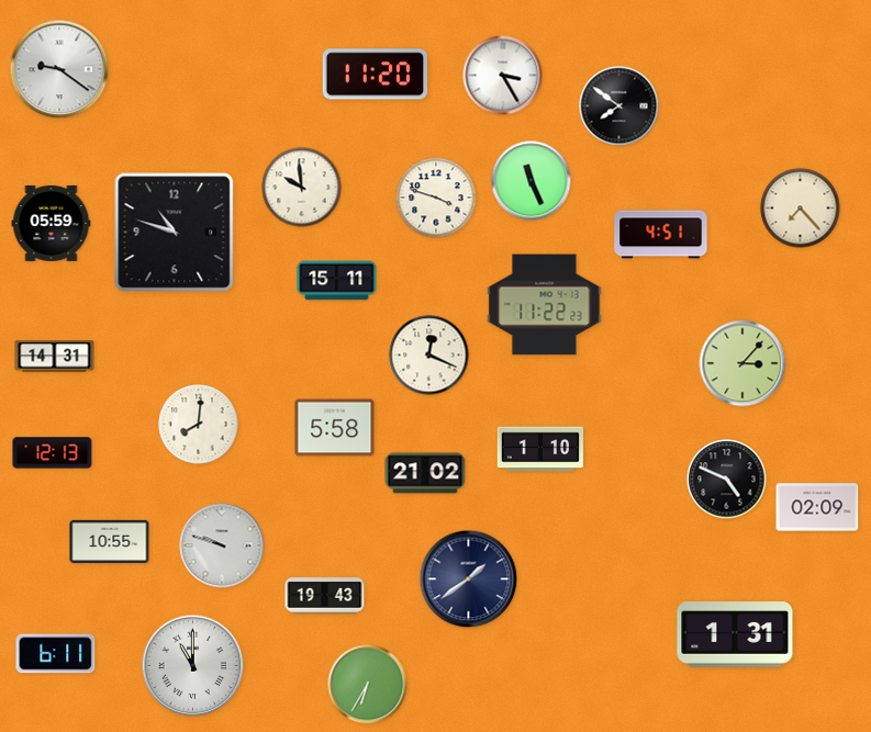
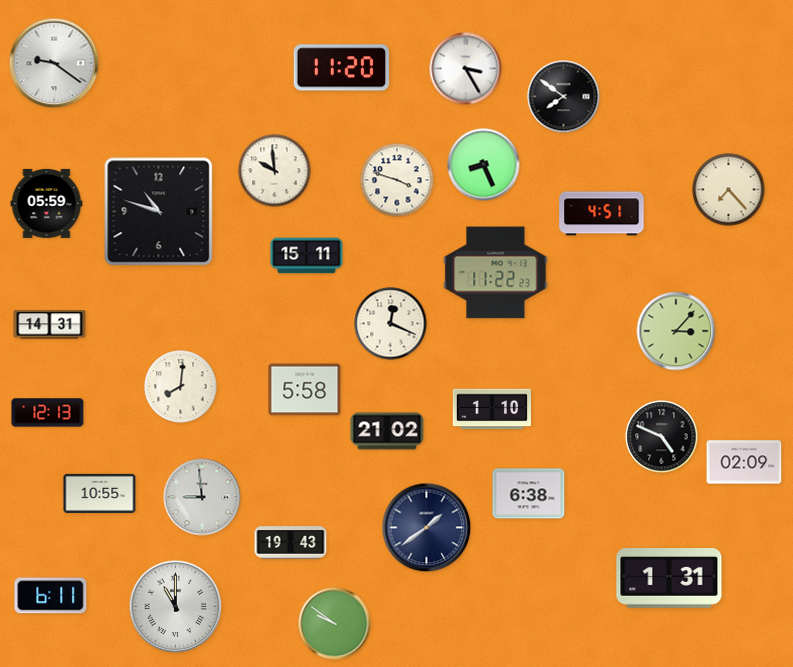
clock at (503, 76) position: (503, 76) -> (466, 69)
clock at (532, 181): 11:26 -> 8:26
clock at (545, 305) position: (545, 305) -> (496, 273)
clock at (529, 494): none -> 6:38
clock at (222, 545): 9:48 -> 8:59
clock at (325, 596) position: (325, 596) -> (291, 543)
clock at (368, 685): 6:35 -> 9:51
